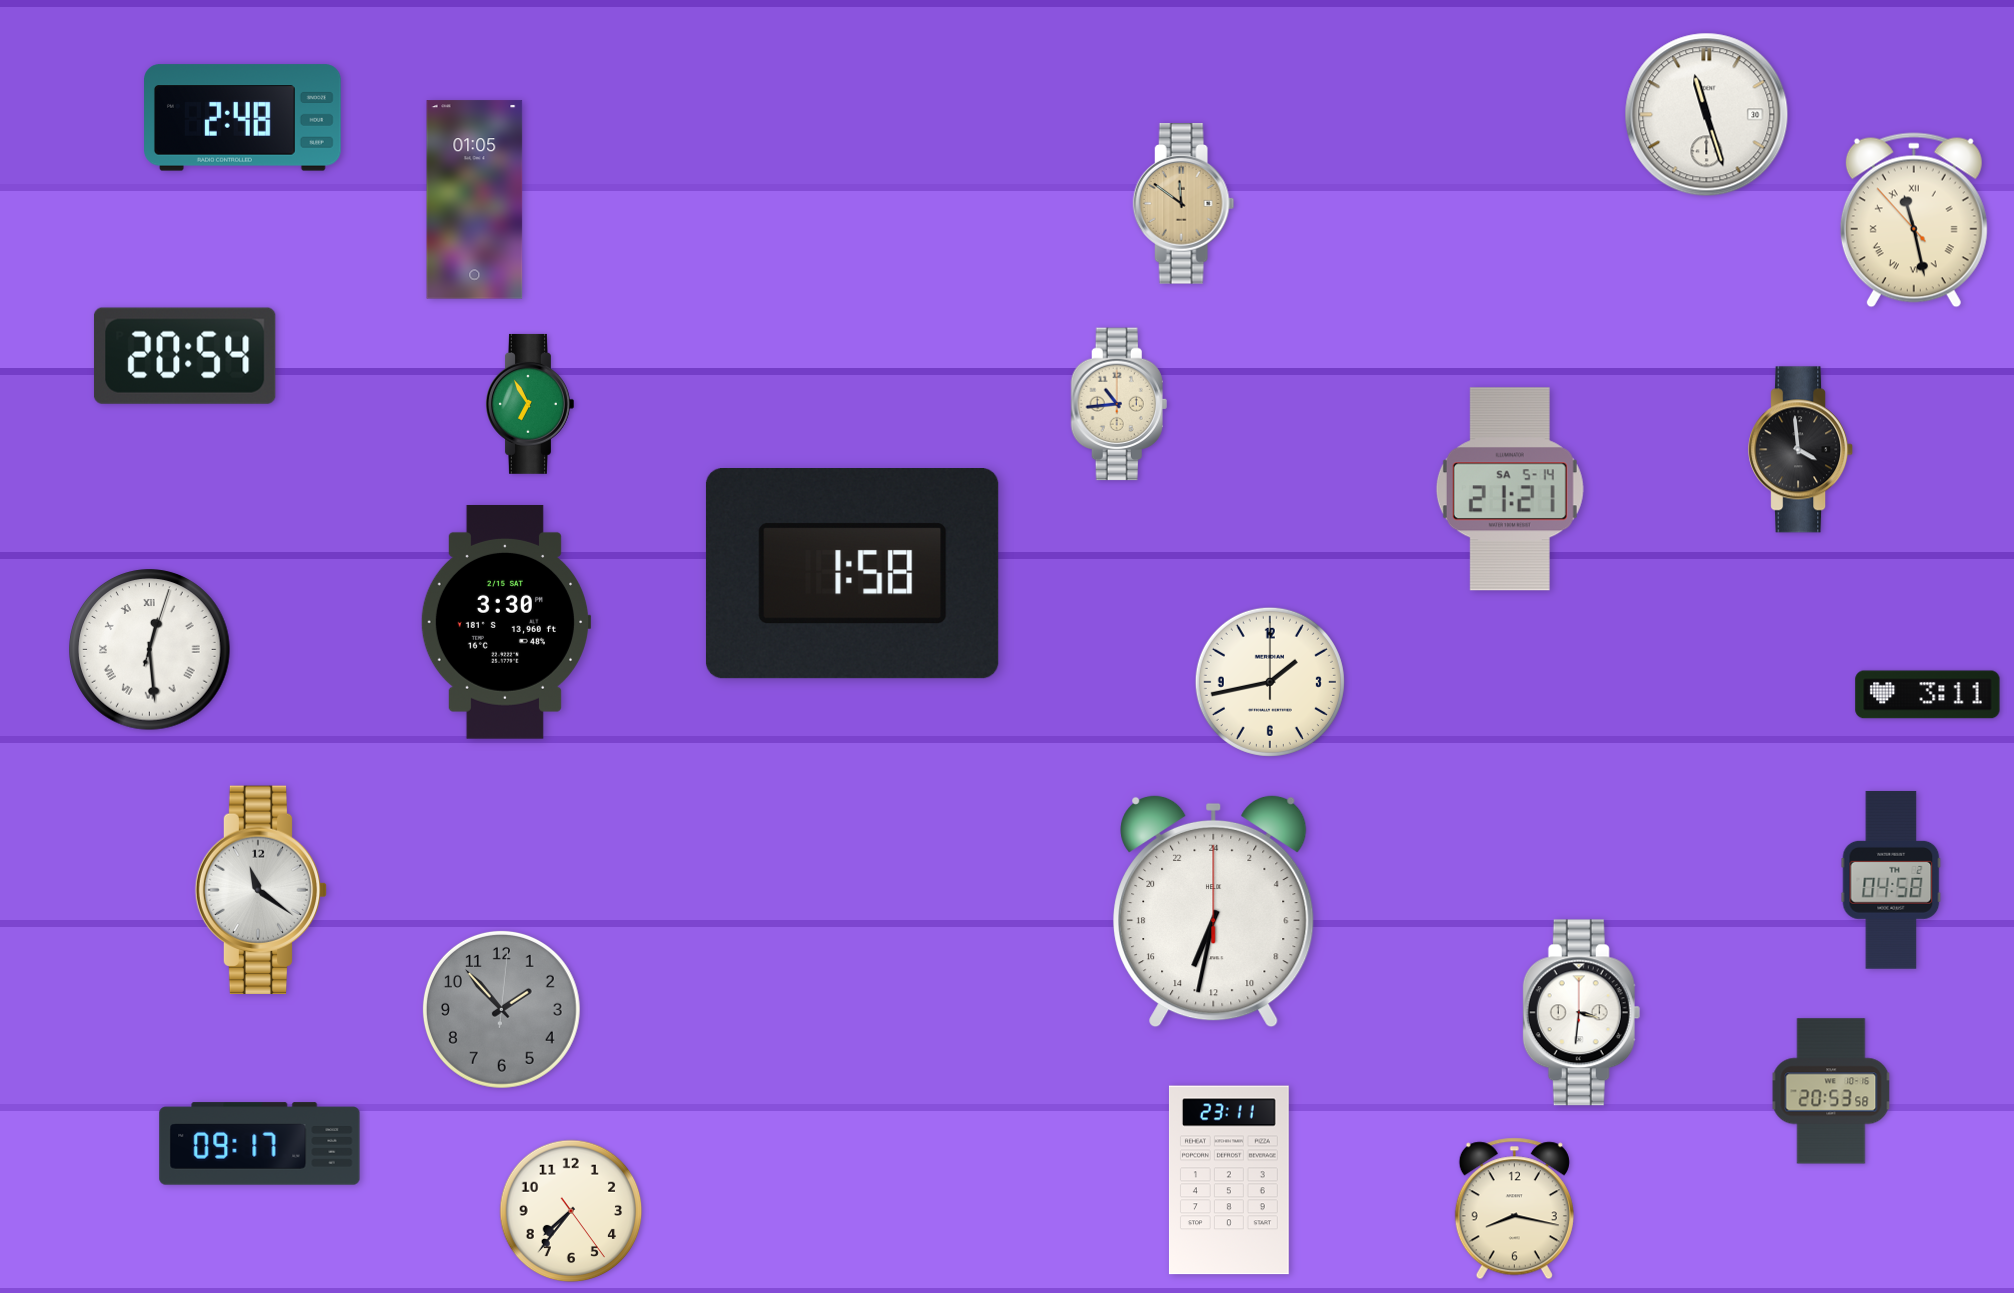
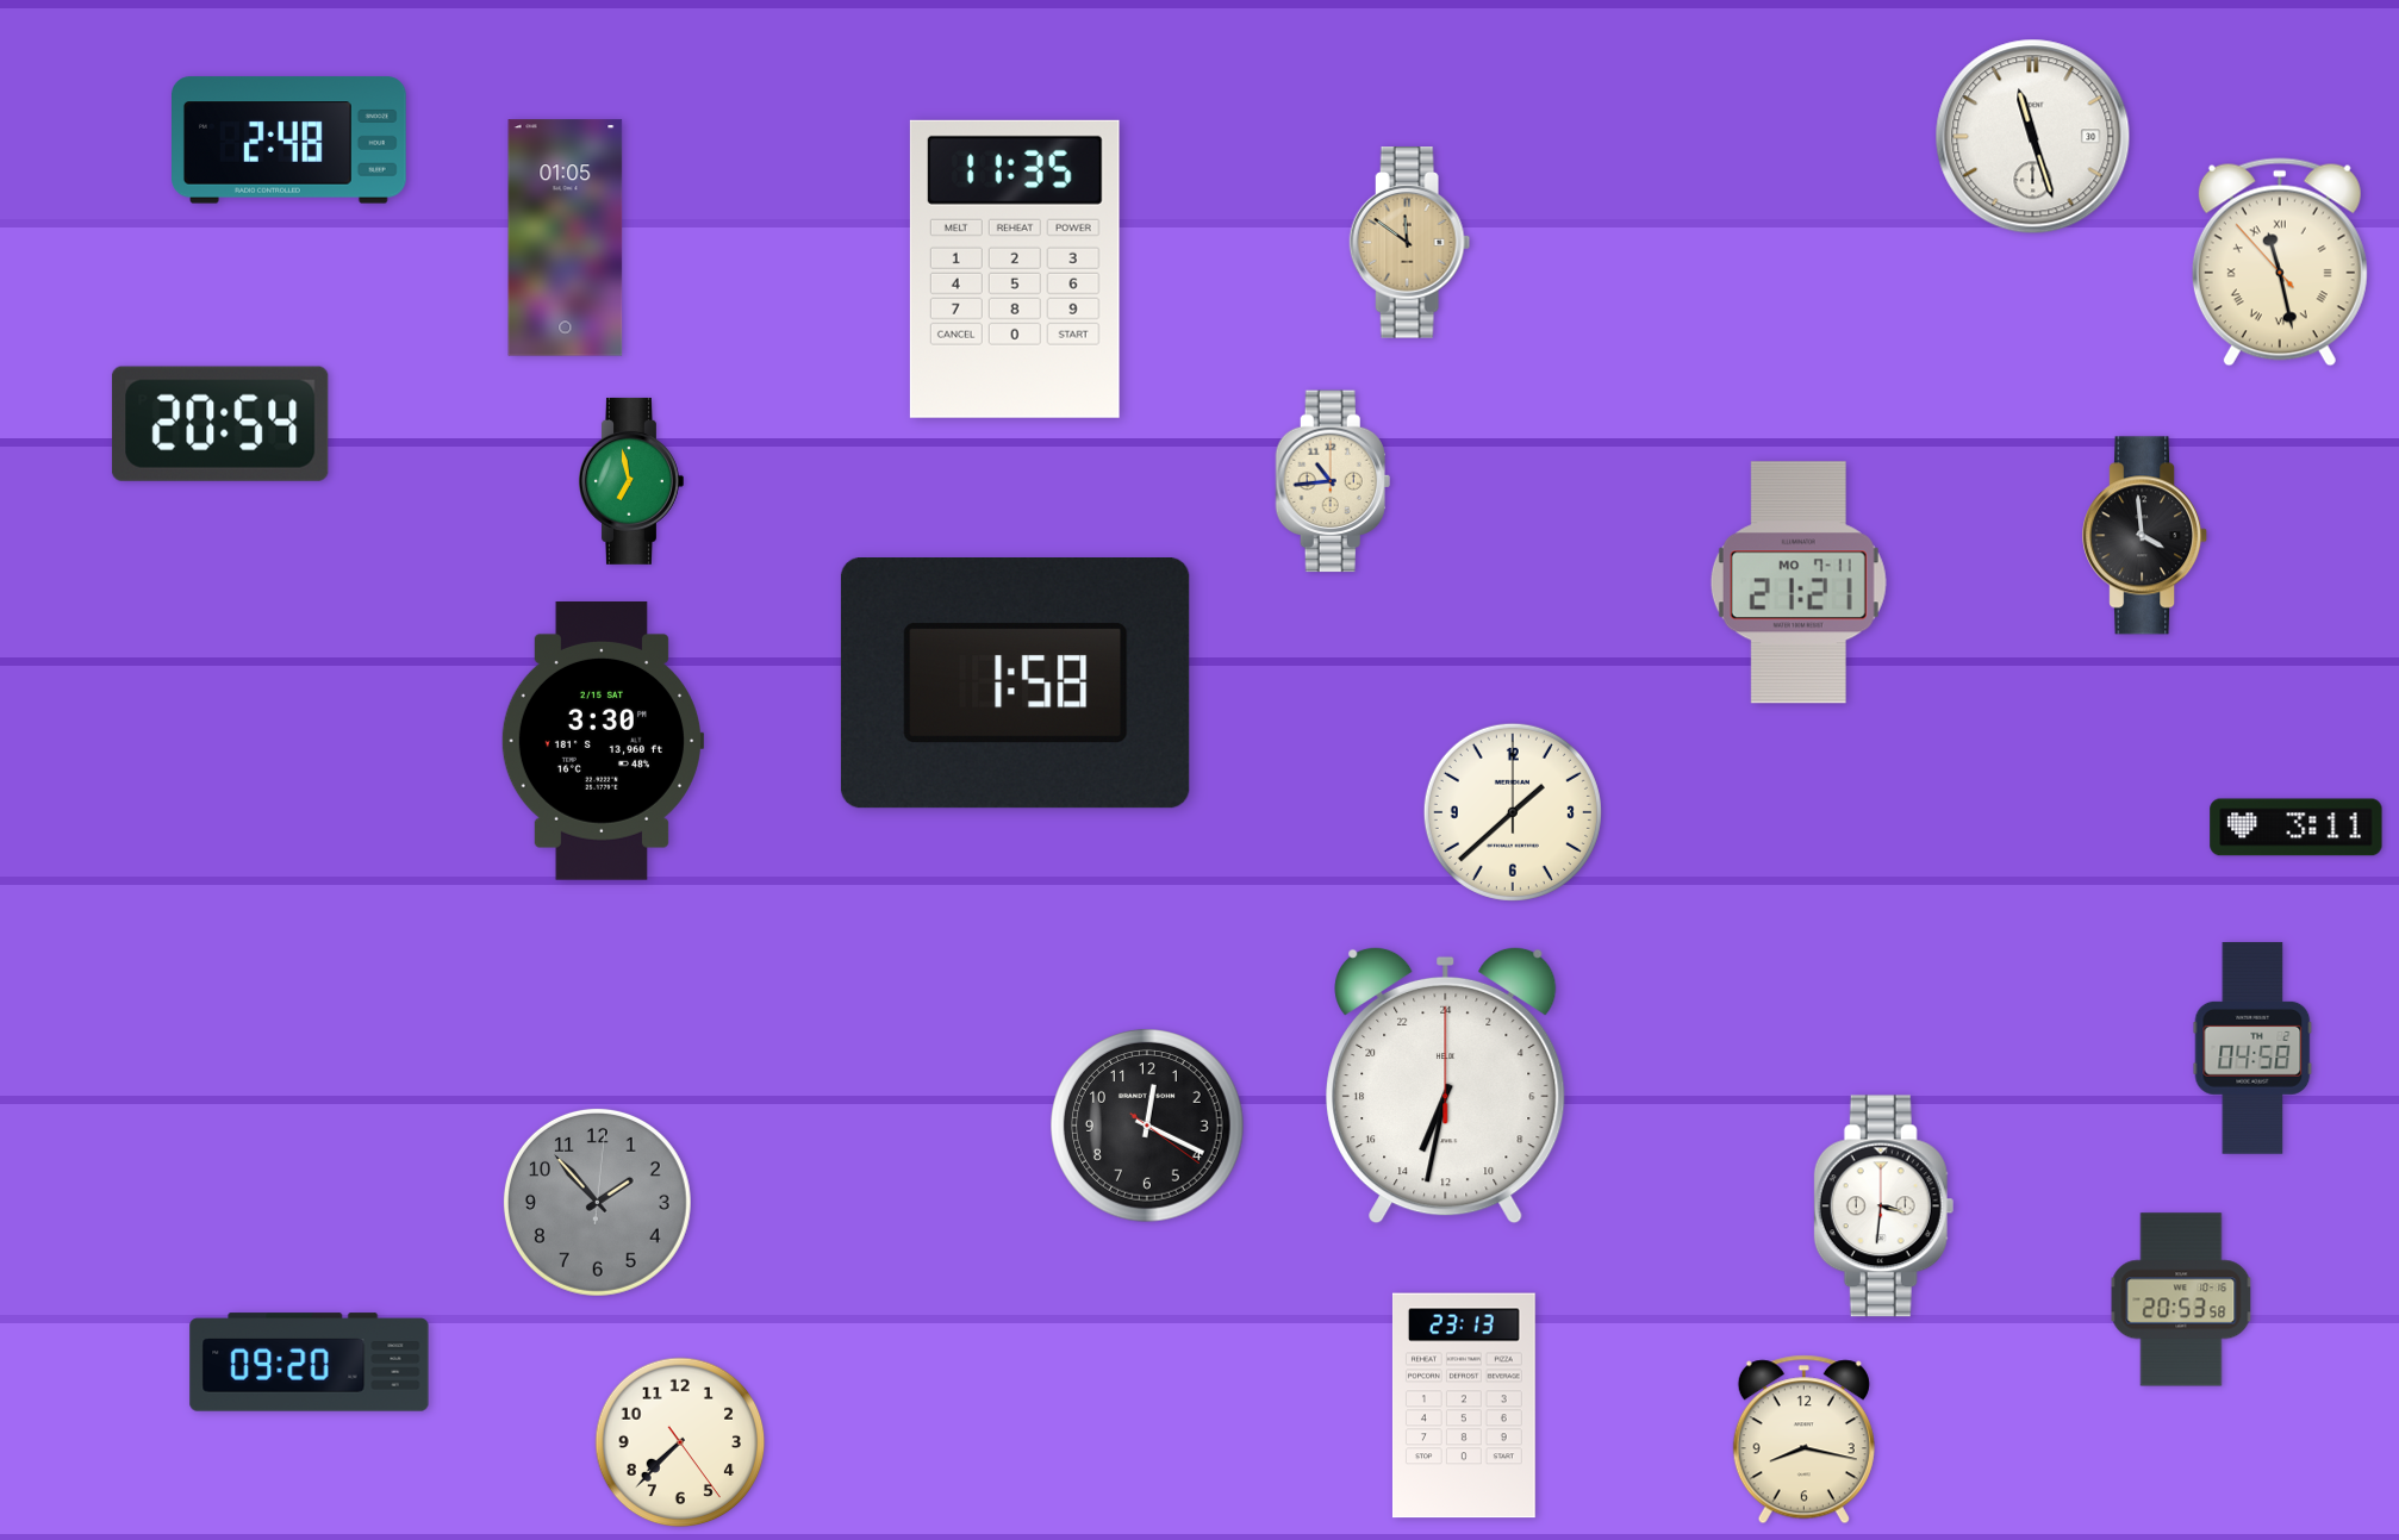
clock at (1015, 269): none -> 11:35
clock at (530, 404): 6:55 -> 6:58
clock at (1510, 489) date: SA 5-14 -> MO 7-11
clock at (150, 650): 12:29 -> none
clock at (1270, 682): 1:43 -> 1:38
clock at (261, 889): 11:21 -> none
clock at (1147, 1126): none -> 12:19
clock at (260, 1144): 09:17 -> 09:20
clock at (1229, 1180): 23:11 -> 23:13
clock at (571, 1211): 7:36 -> 7:37
